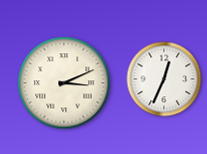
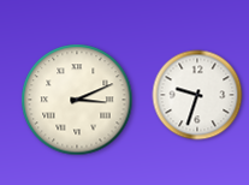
clock at (164, 79): 12:34 -> 9:33
